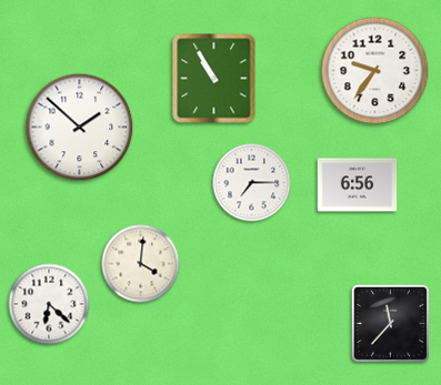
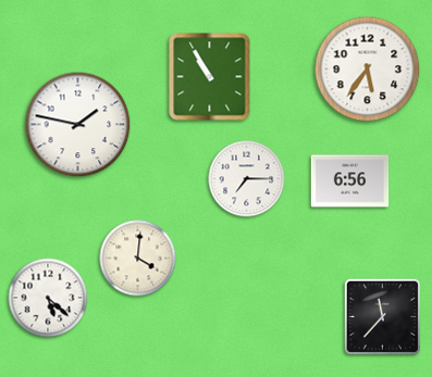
clock at (375, 71): 9:36 -> 5:36
clock at (80, 128): 1:52 -> 1:47
clock at (49, 304): 6:22 -> 5:22
